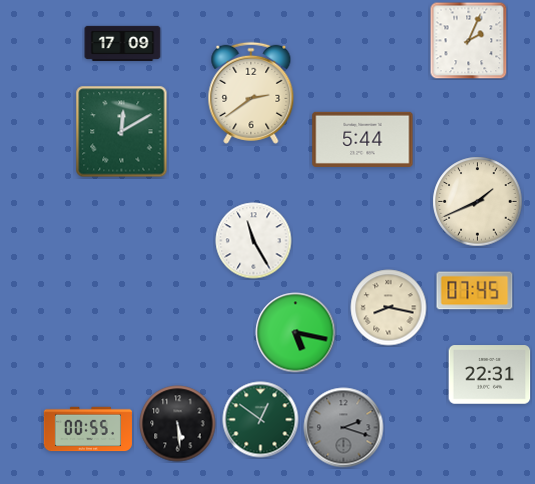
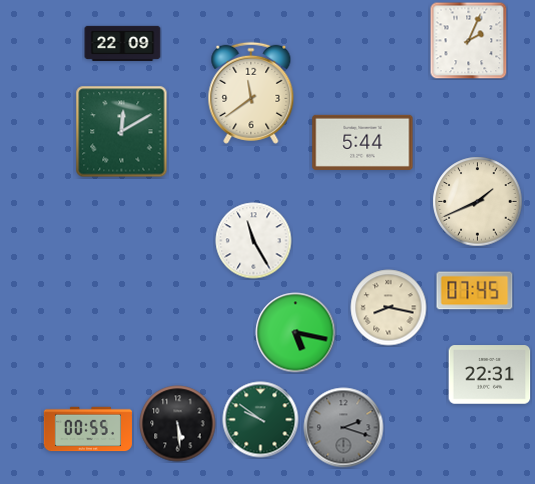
clock at (123, 43): 17:09 -> 22:09
clock at (251, 93): 2:39 -> 11:39
clock at (363, 139) position: (363, 139) -> (363, 142)
clock at (261, 420): 12:51 -> 9:51
